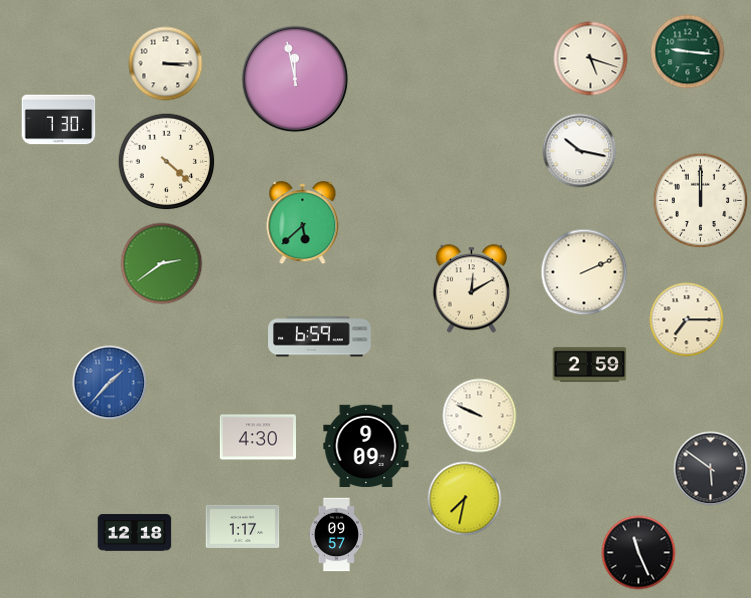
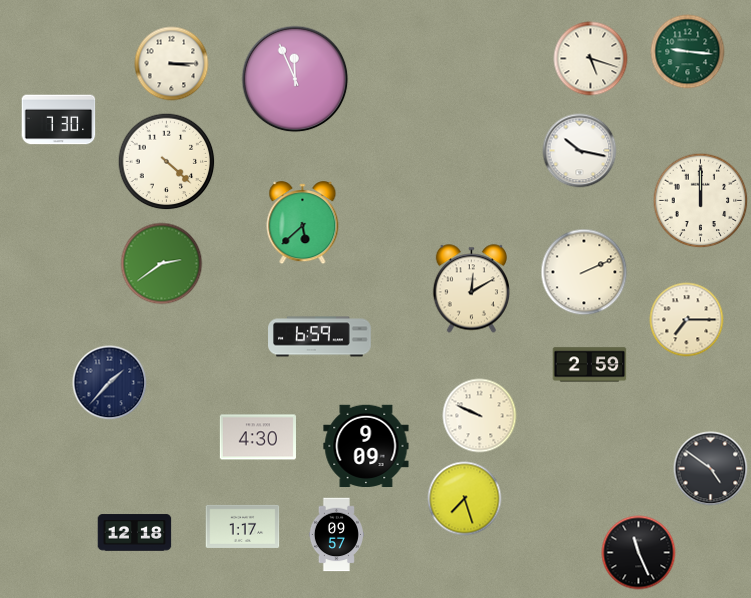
clock at (166, 64) position: (166, 64) -> (172, 64)
clock at (295, 79): 11:58 -> 11:56
clock at (110, 383) dial: blue -> navy
clock at (711, 469): 5:51 -> 4:51
clock at (465, 499): 7:32 -> 7:27
